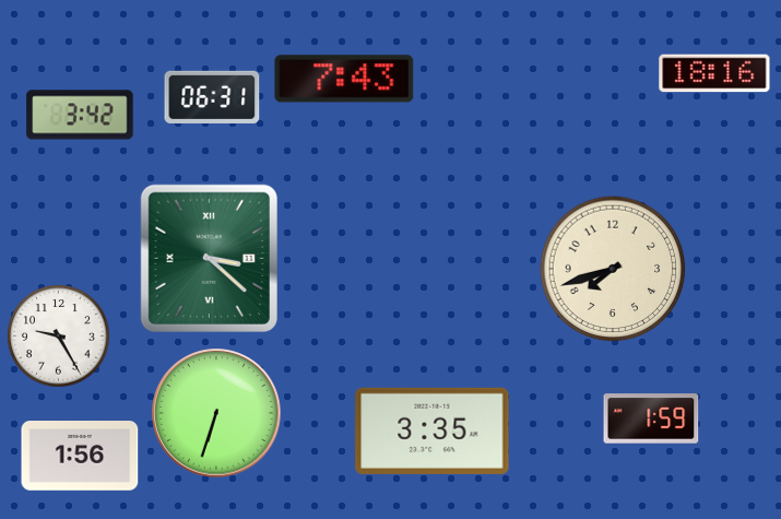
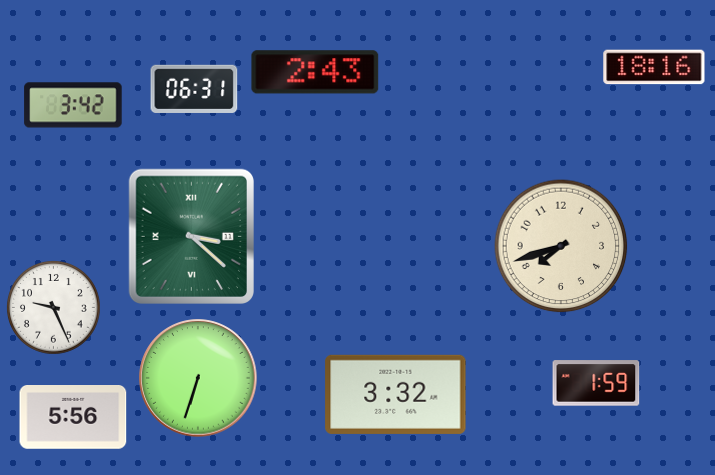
clock at (344, 79): 7:43 -> 2:43
clock at (59, 337): 9:25 -> 9:26
clock at (433, 430): 3:35 -> 3:32
clock at (80, 457): 1:56 -> 5:56
